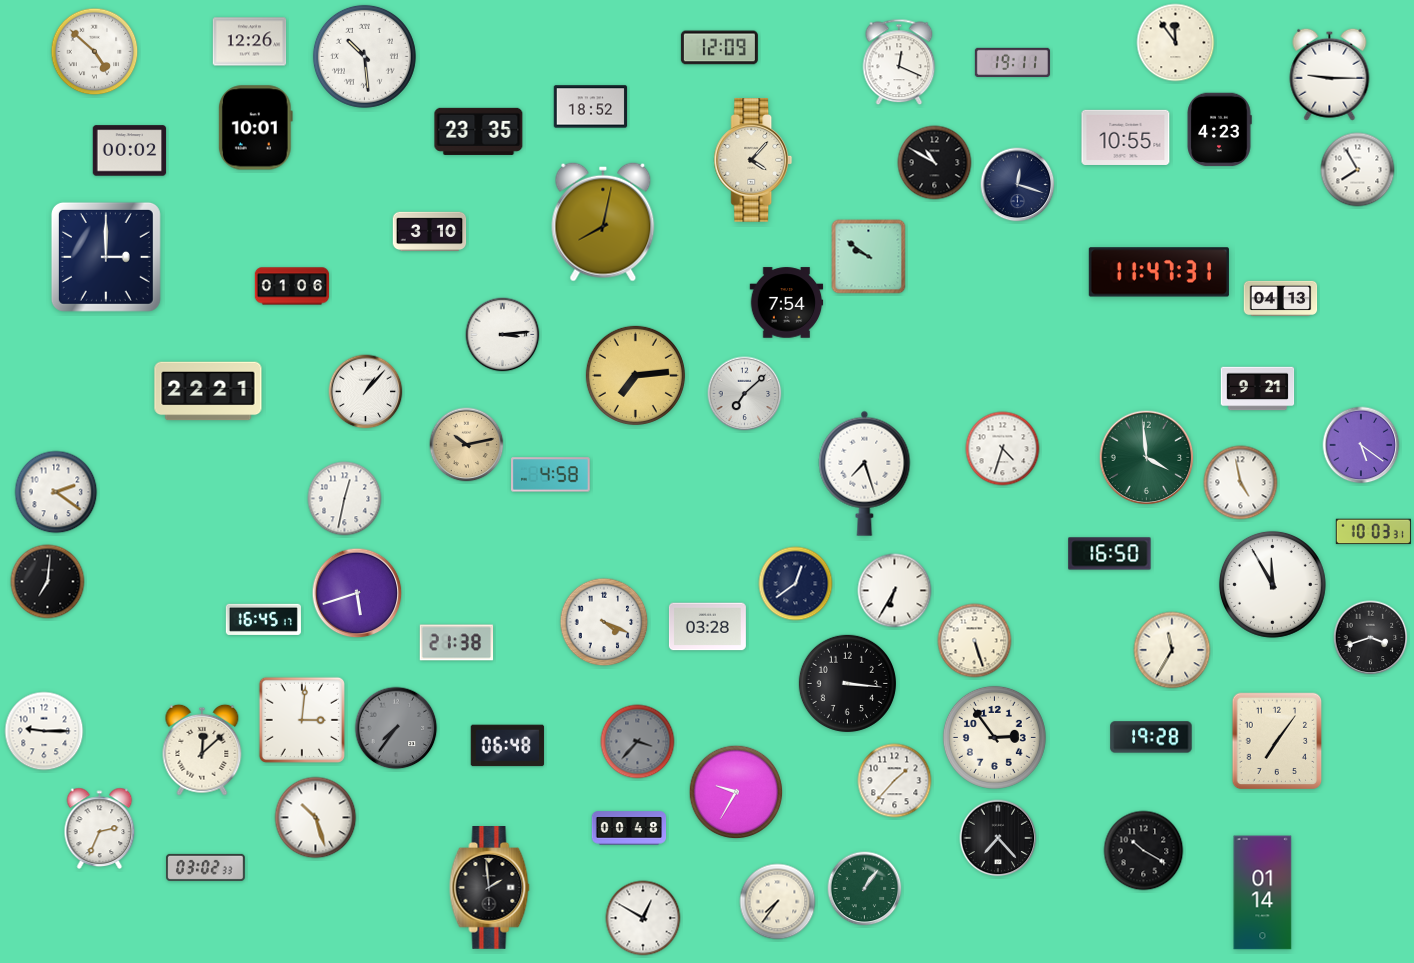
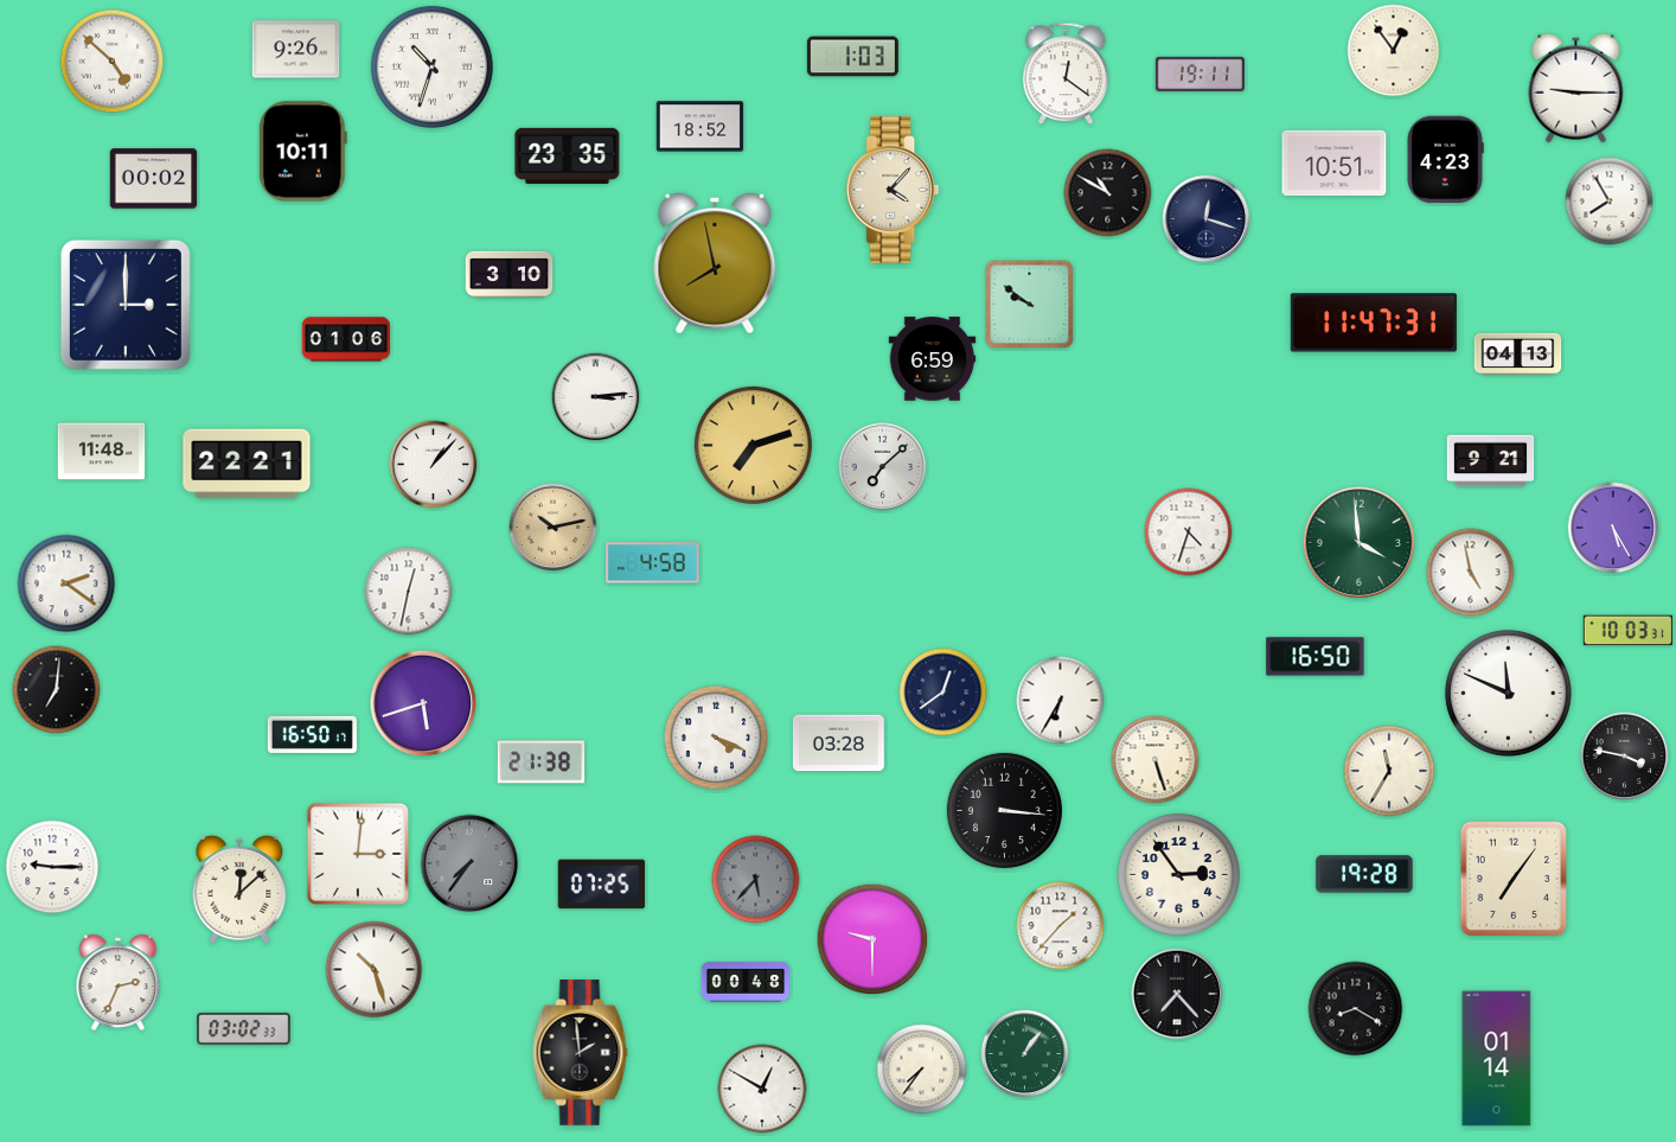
clock at (250, 42): 12:26 -> 9:26
clock at (1176, 43): 11:54 -> 12:54
clock at (719, 48): 12:09 -> 1:03
clock at (364, 56): 10:29 -> 10:33
clock at (899, 62): 12:19 -> 12:21
clock at (255, 128): 10:01 -> 10:11
clock at (1219, 130) position: (1219, 130) -> (1445, 160)
clock at (1126, 137): 10:55 -> 10:51
clock at (603, 222): 8:02 -> 7:58
clock at (787, 303): 7:54 -> 6:59
clock at (635, 375): 7:14 -> 7:12
clock at (102, 452): none -> 11:48
clock at (1361, 445): 5:21 -> 5:25
clock at (865, 473): 7:27 -> none
clock at (1272, 584): 11:55 -> 11:49
clock at (263, 619): 16:45 -> 16:50
clock at (1371, 638): 3:42 -> 3:47
clock at (638, 742): 3:37 -> 5:37
clock at (508, 746): 06:48 -> 07:25
clock at (736, 792): 9:35 -> 9:30
clock at (998, 838) position: (998, 838) -> (1177, 994)
clock at (1144, 851): 10:20 -> 8:20
